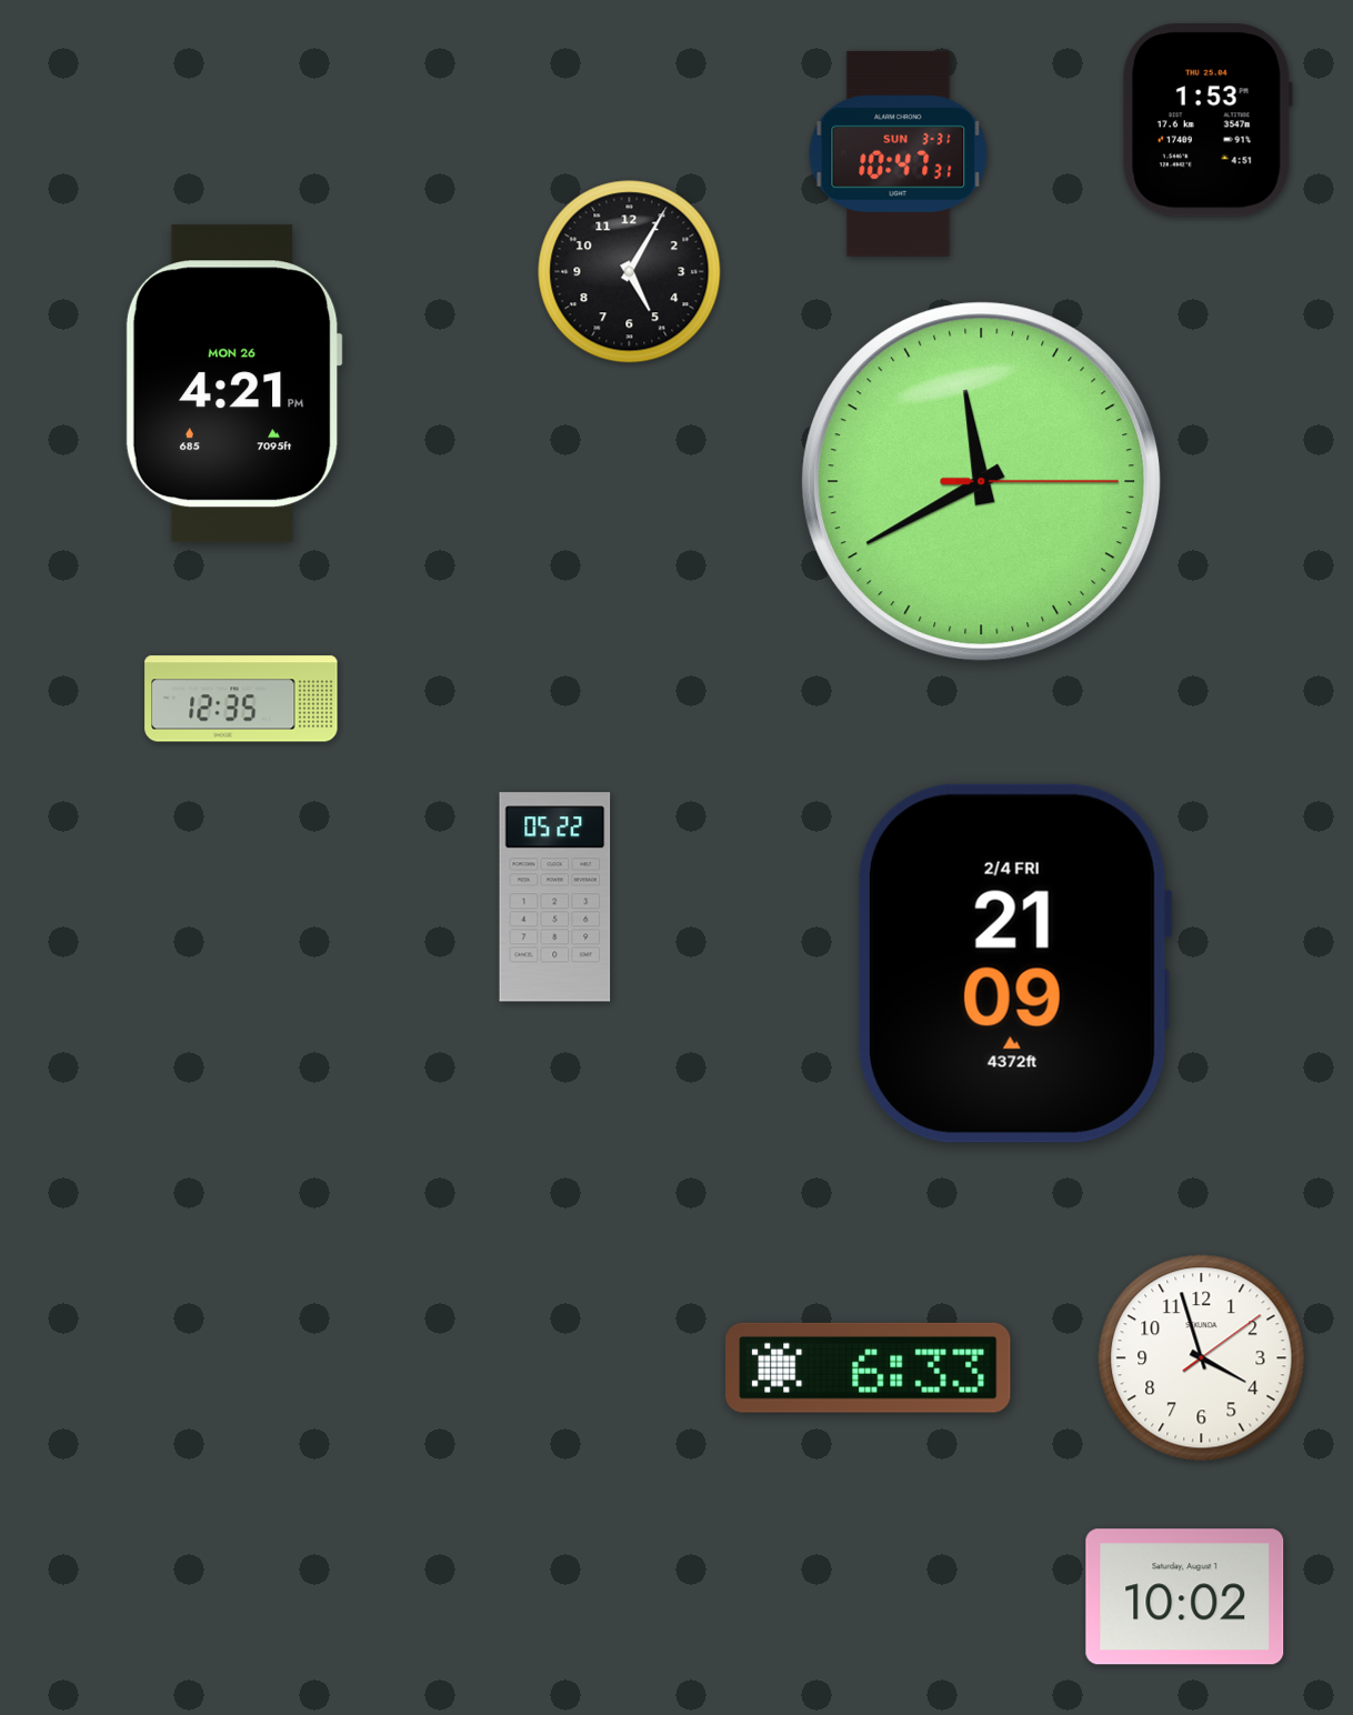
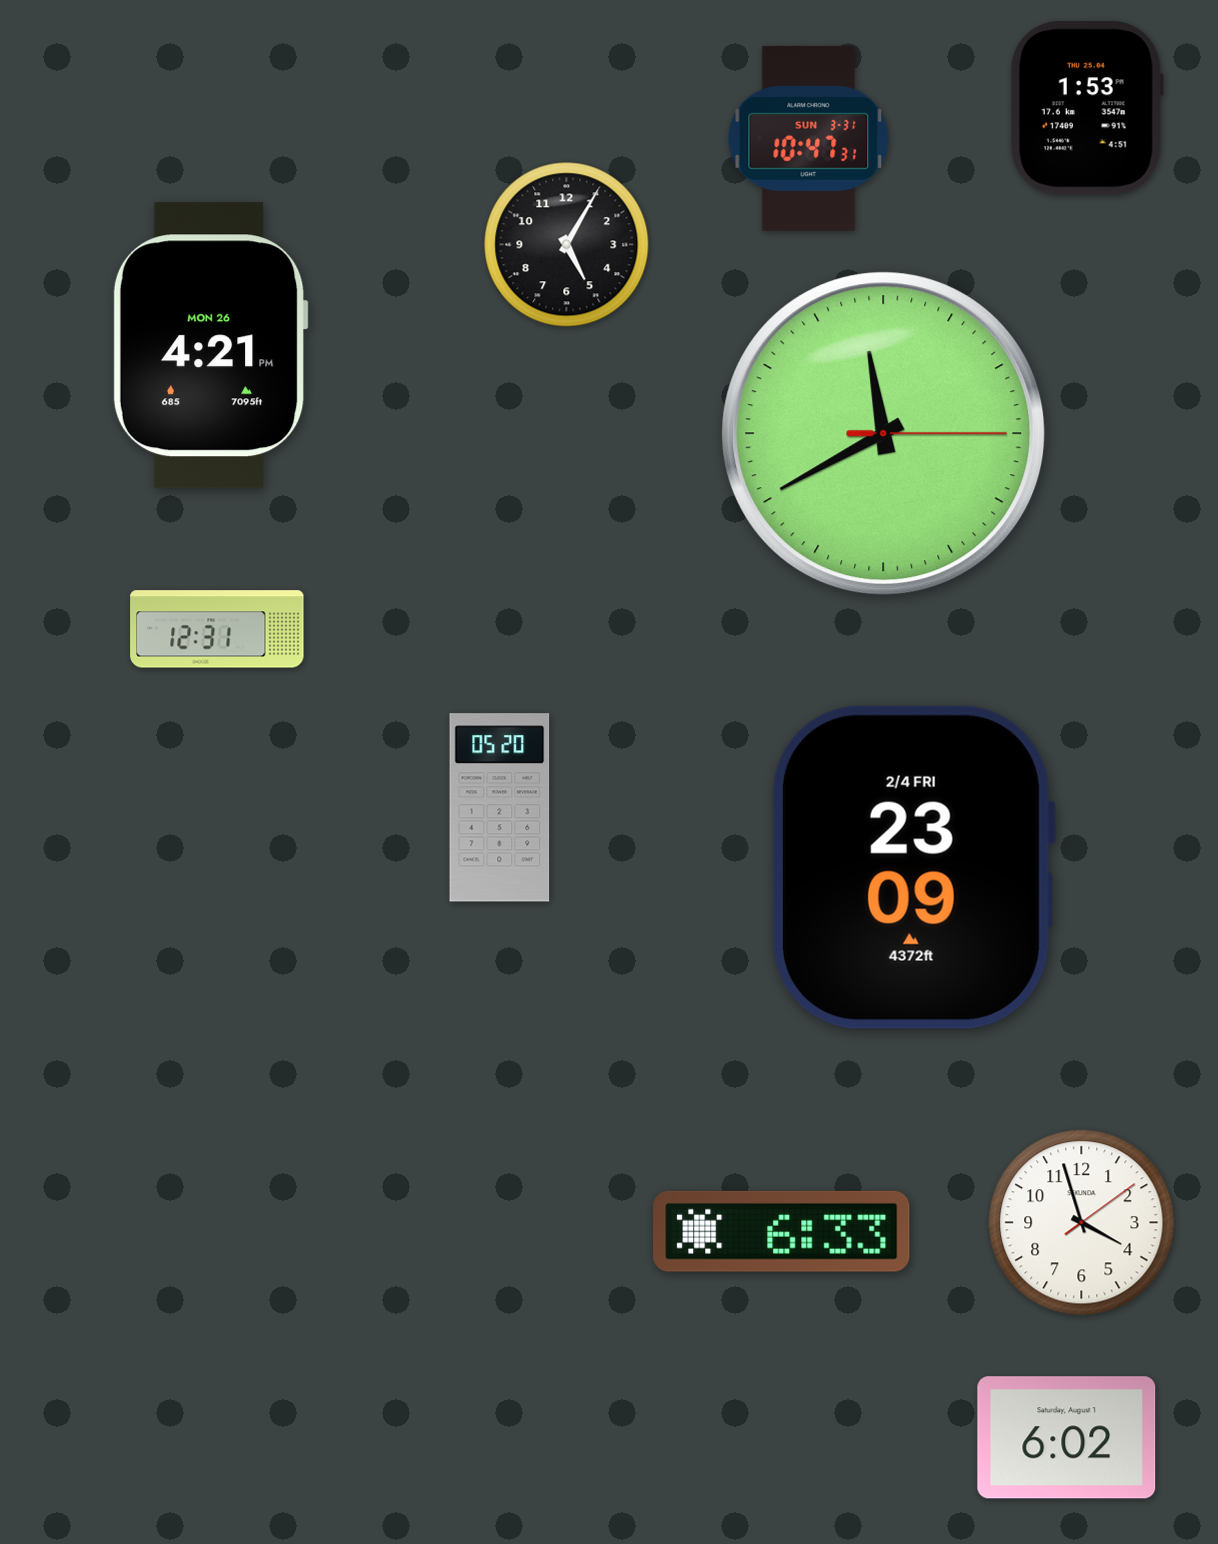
clock at (241, 699): 12:35 -> 12:31
clock at (555, 897): 05:22 -> 05:20
clock at (1014, 963): 21:09 -> 23:09
clock at (1185, 1597): 10:02 -> 6:02
